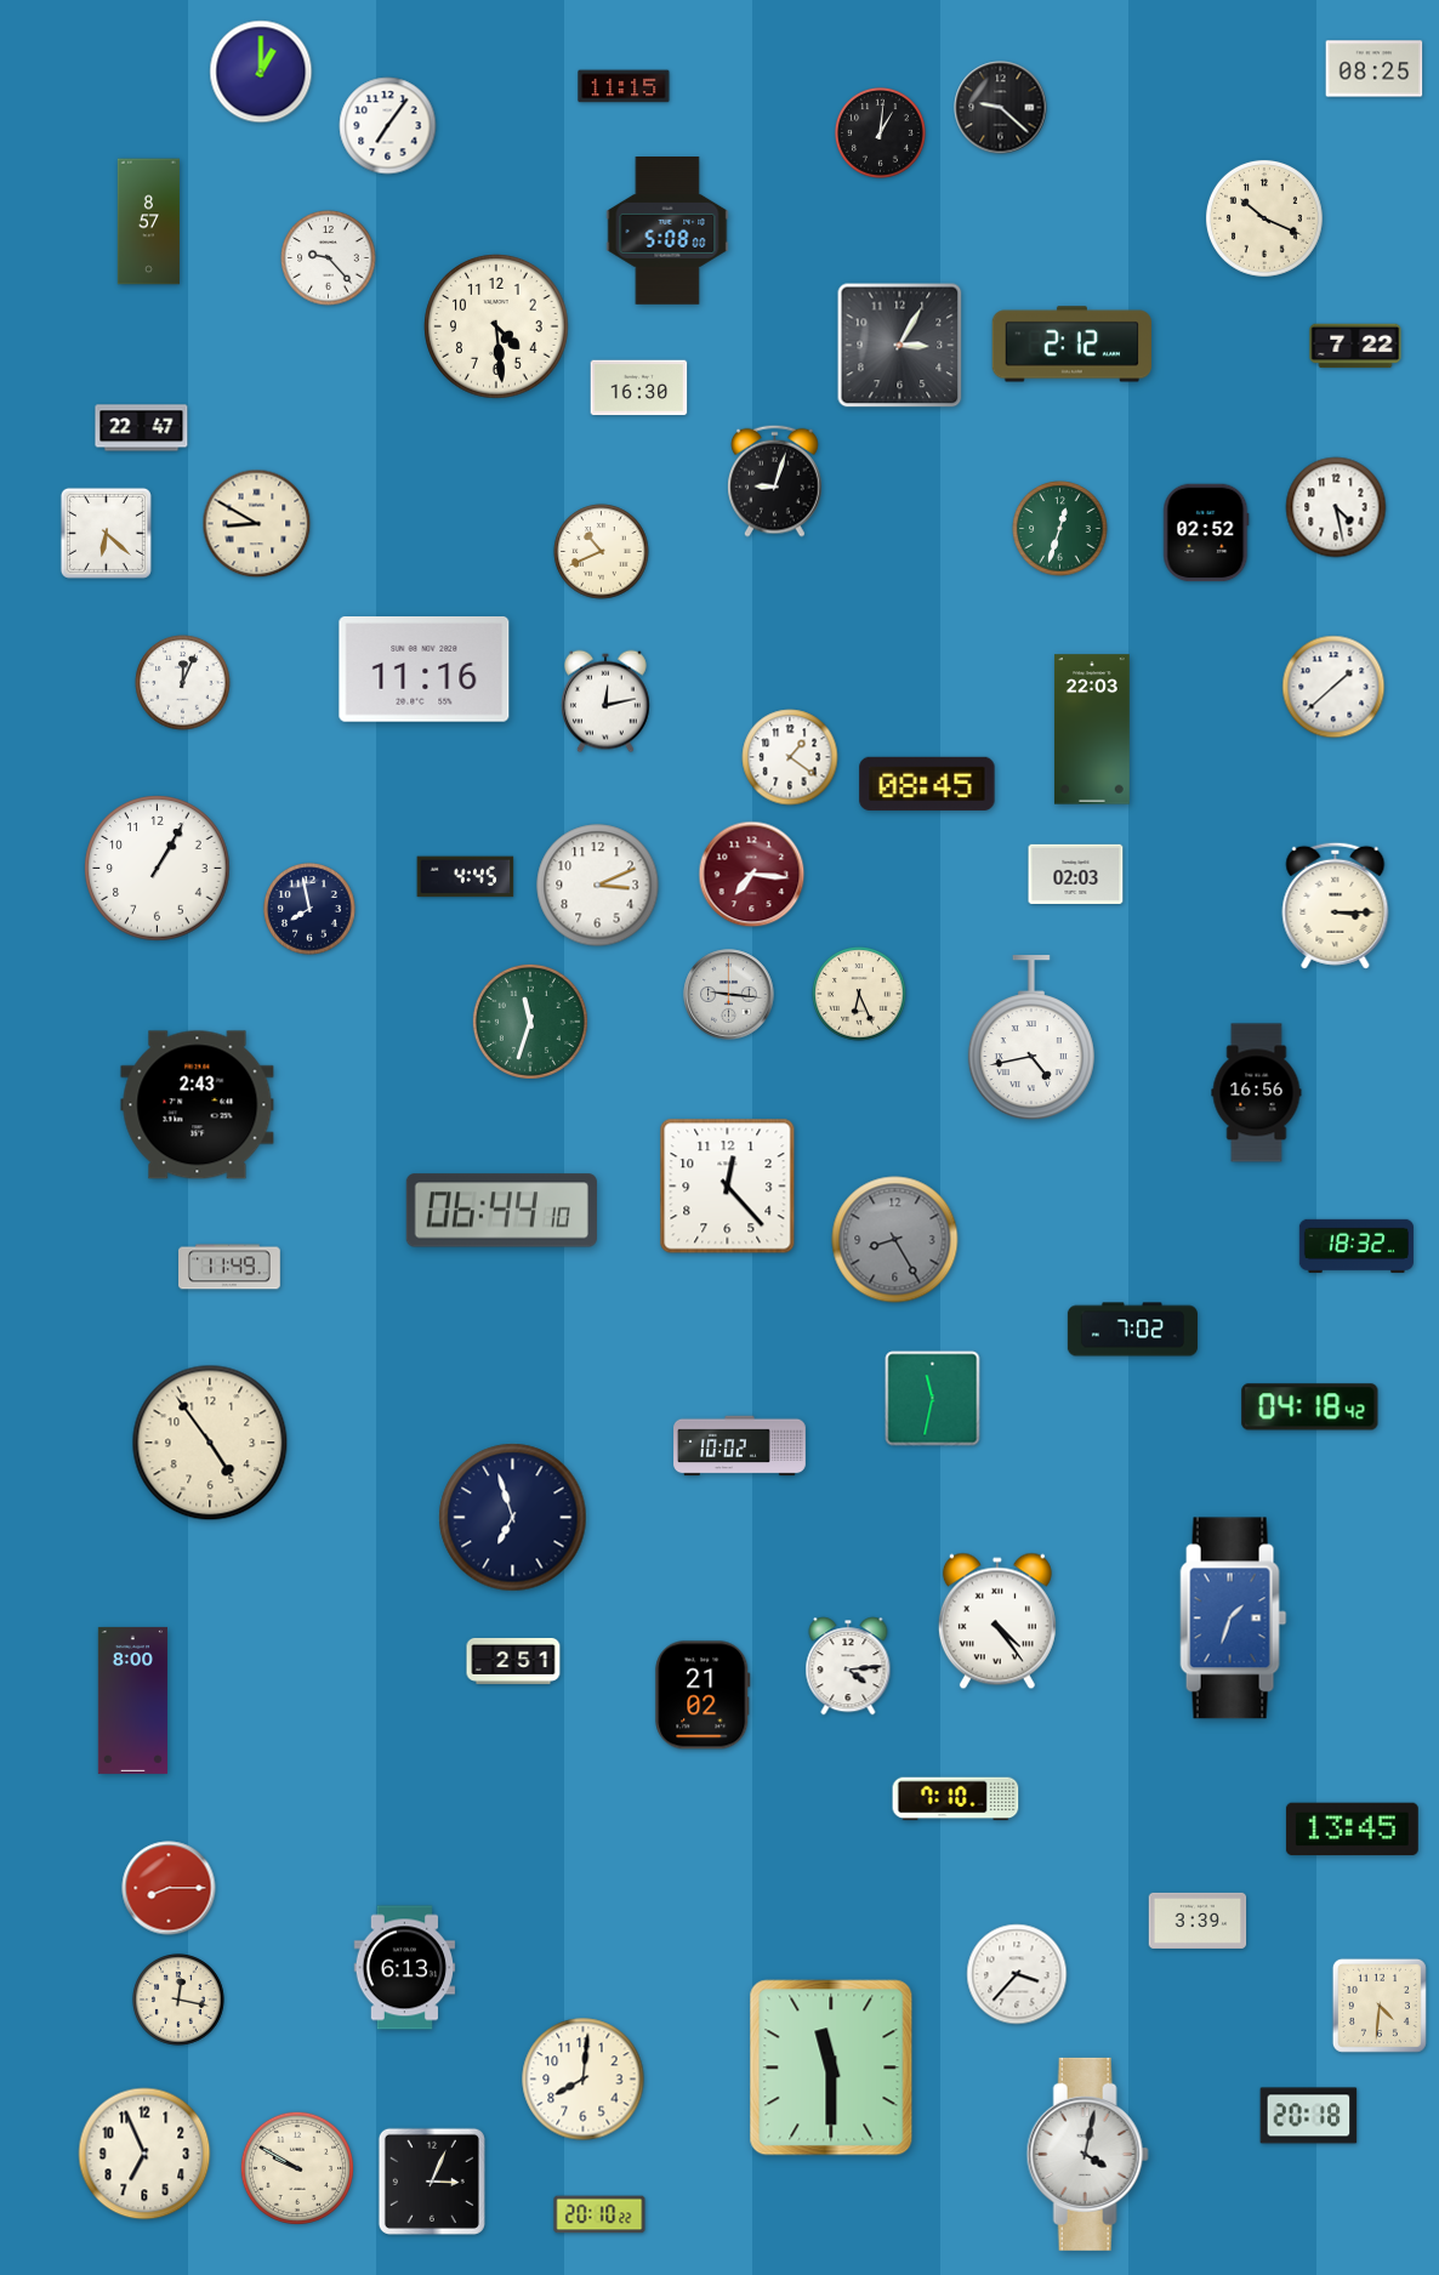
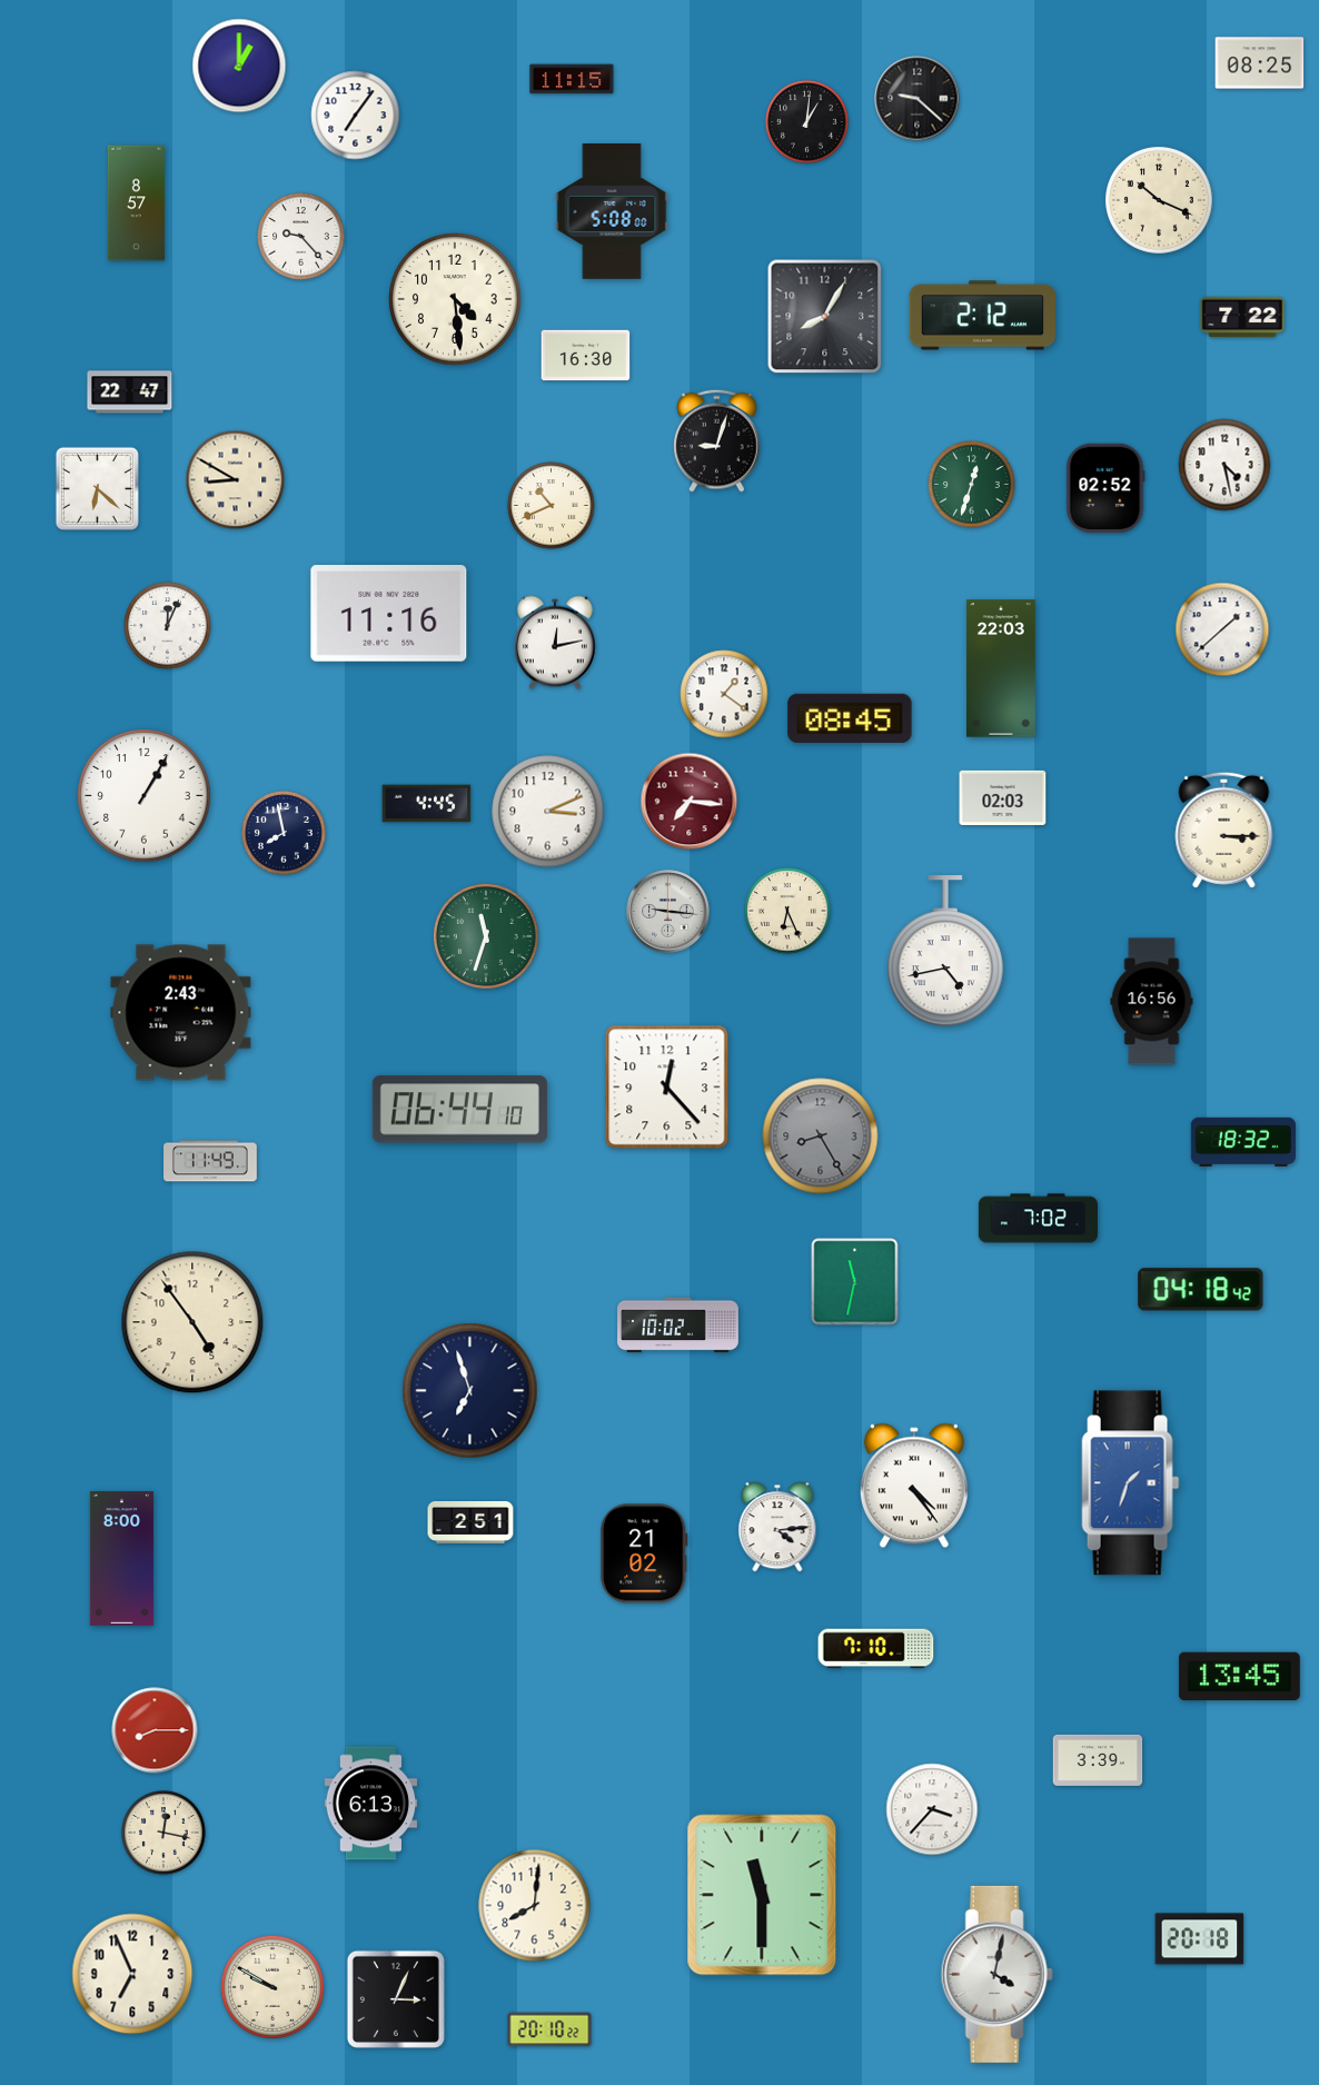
clock at (900, 346): 3:05 -> 8:05
clock at (775, 480) position: (775, 480) -> (717, 440)
clock at (1076, 874) position: (1076, 874) -> (1003, 797)
clock at (1380, 2006): 4:31 -> none
